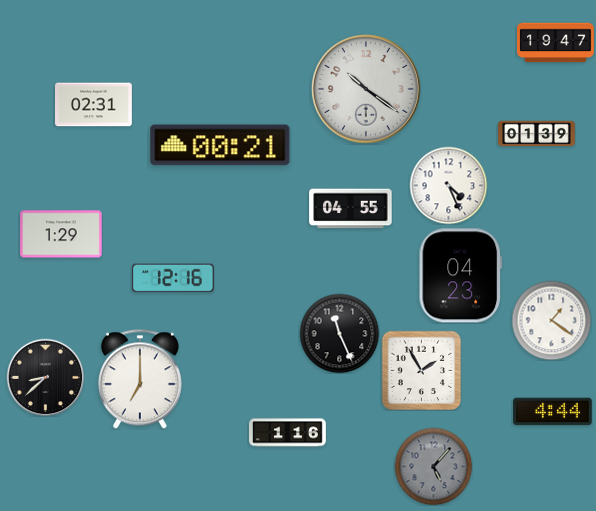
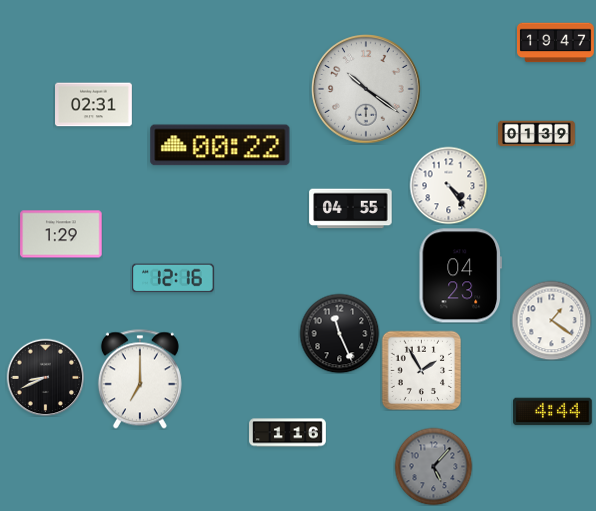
clock at (220, 145): 00:21 -> 00:22
clock at (448, 185): 4:26 -> 4:24
clock at (45, 377): 8:38 -> 8:41
